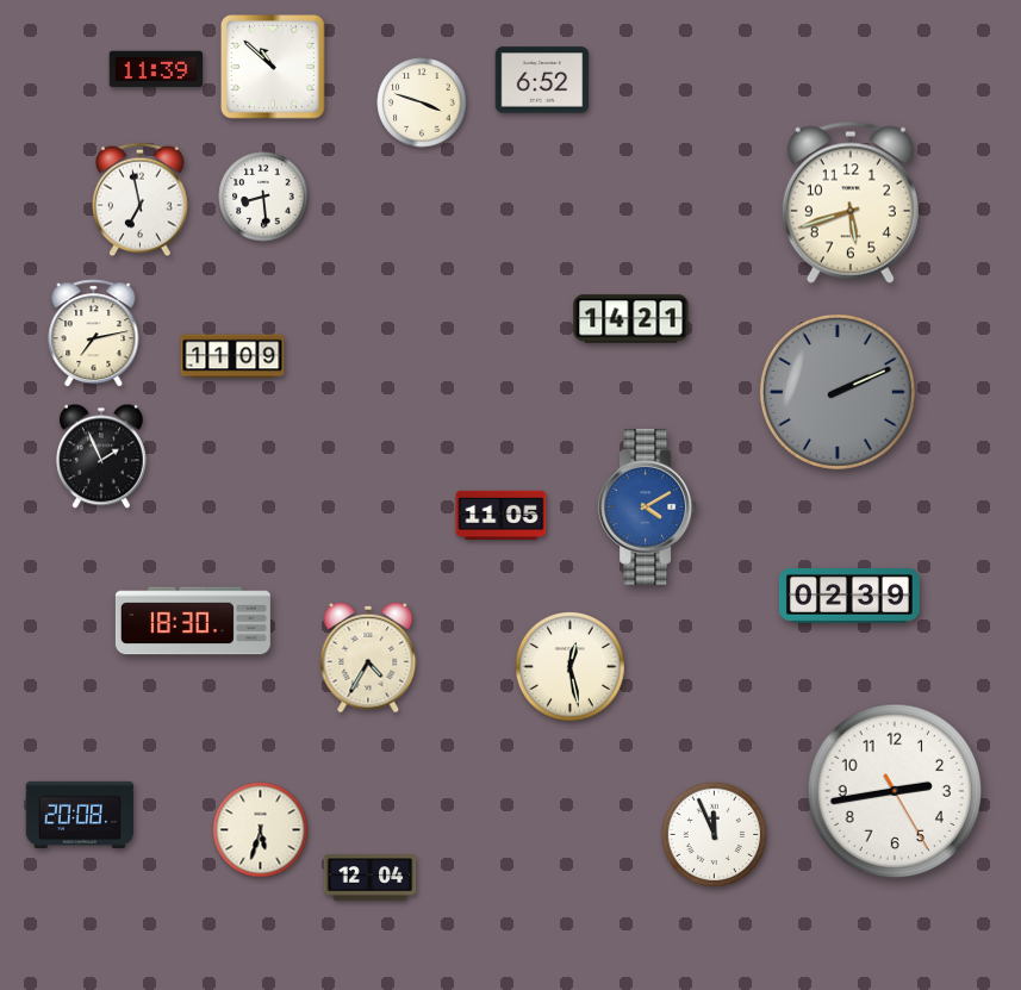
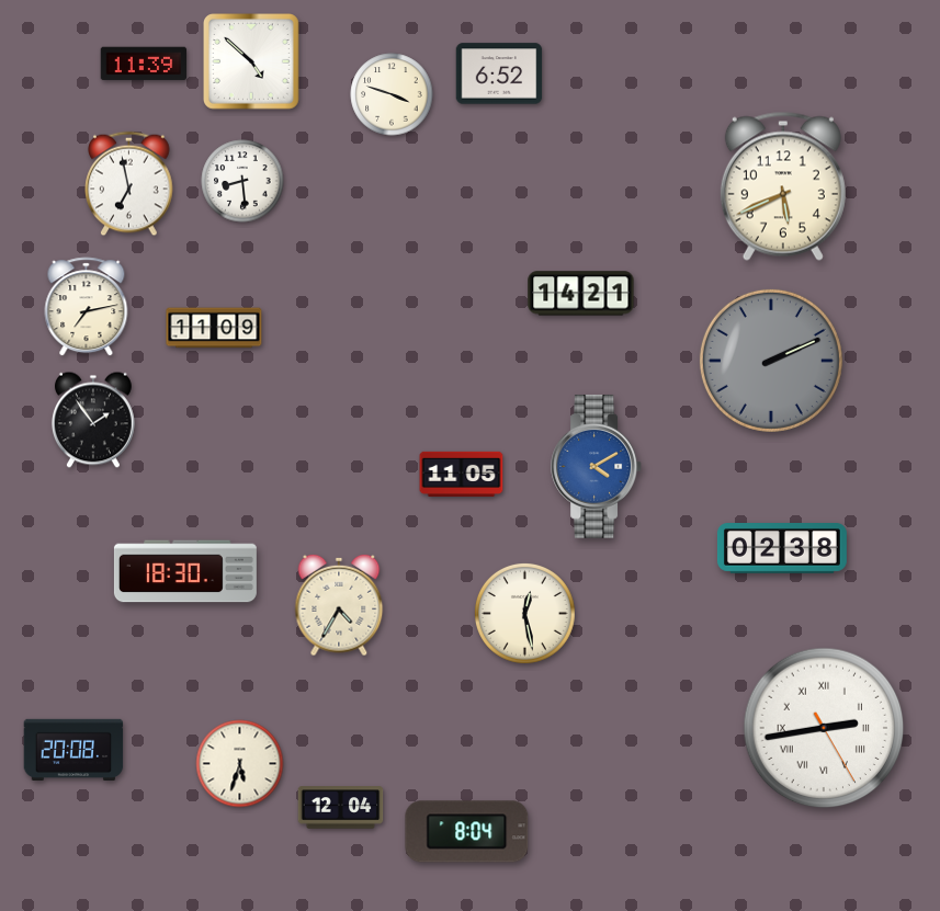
clock at (274, 68): 10:52 -> 4:52
clock at (422, 102) position: (422, 102) -> (392, 94)
clock at (851, 203): 5:42 -> 5:41
clock at (101, 456): 1:56 -> 1:54
clock at (849, 597): 02:39 -> 02:38
clock at (193, 621) position: (193, 621) -> (185, 571)
clock at (895, 791) numerals: Arabic -> Roman
clock at (715, 835): 11:56 -> none
clock at (467, 832): none -> 8:04
